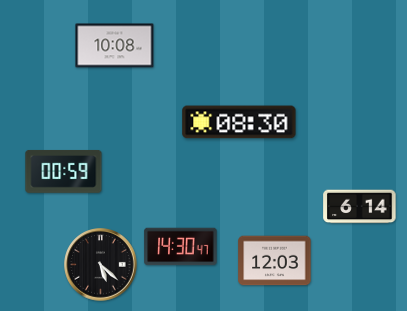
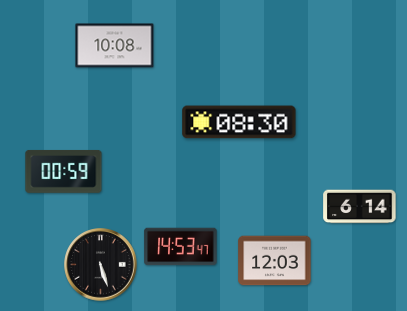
clock at (181, 247): 14:30 -> 14:53
clock at (101, 265): 5:22 -> 5:27
